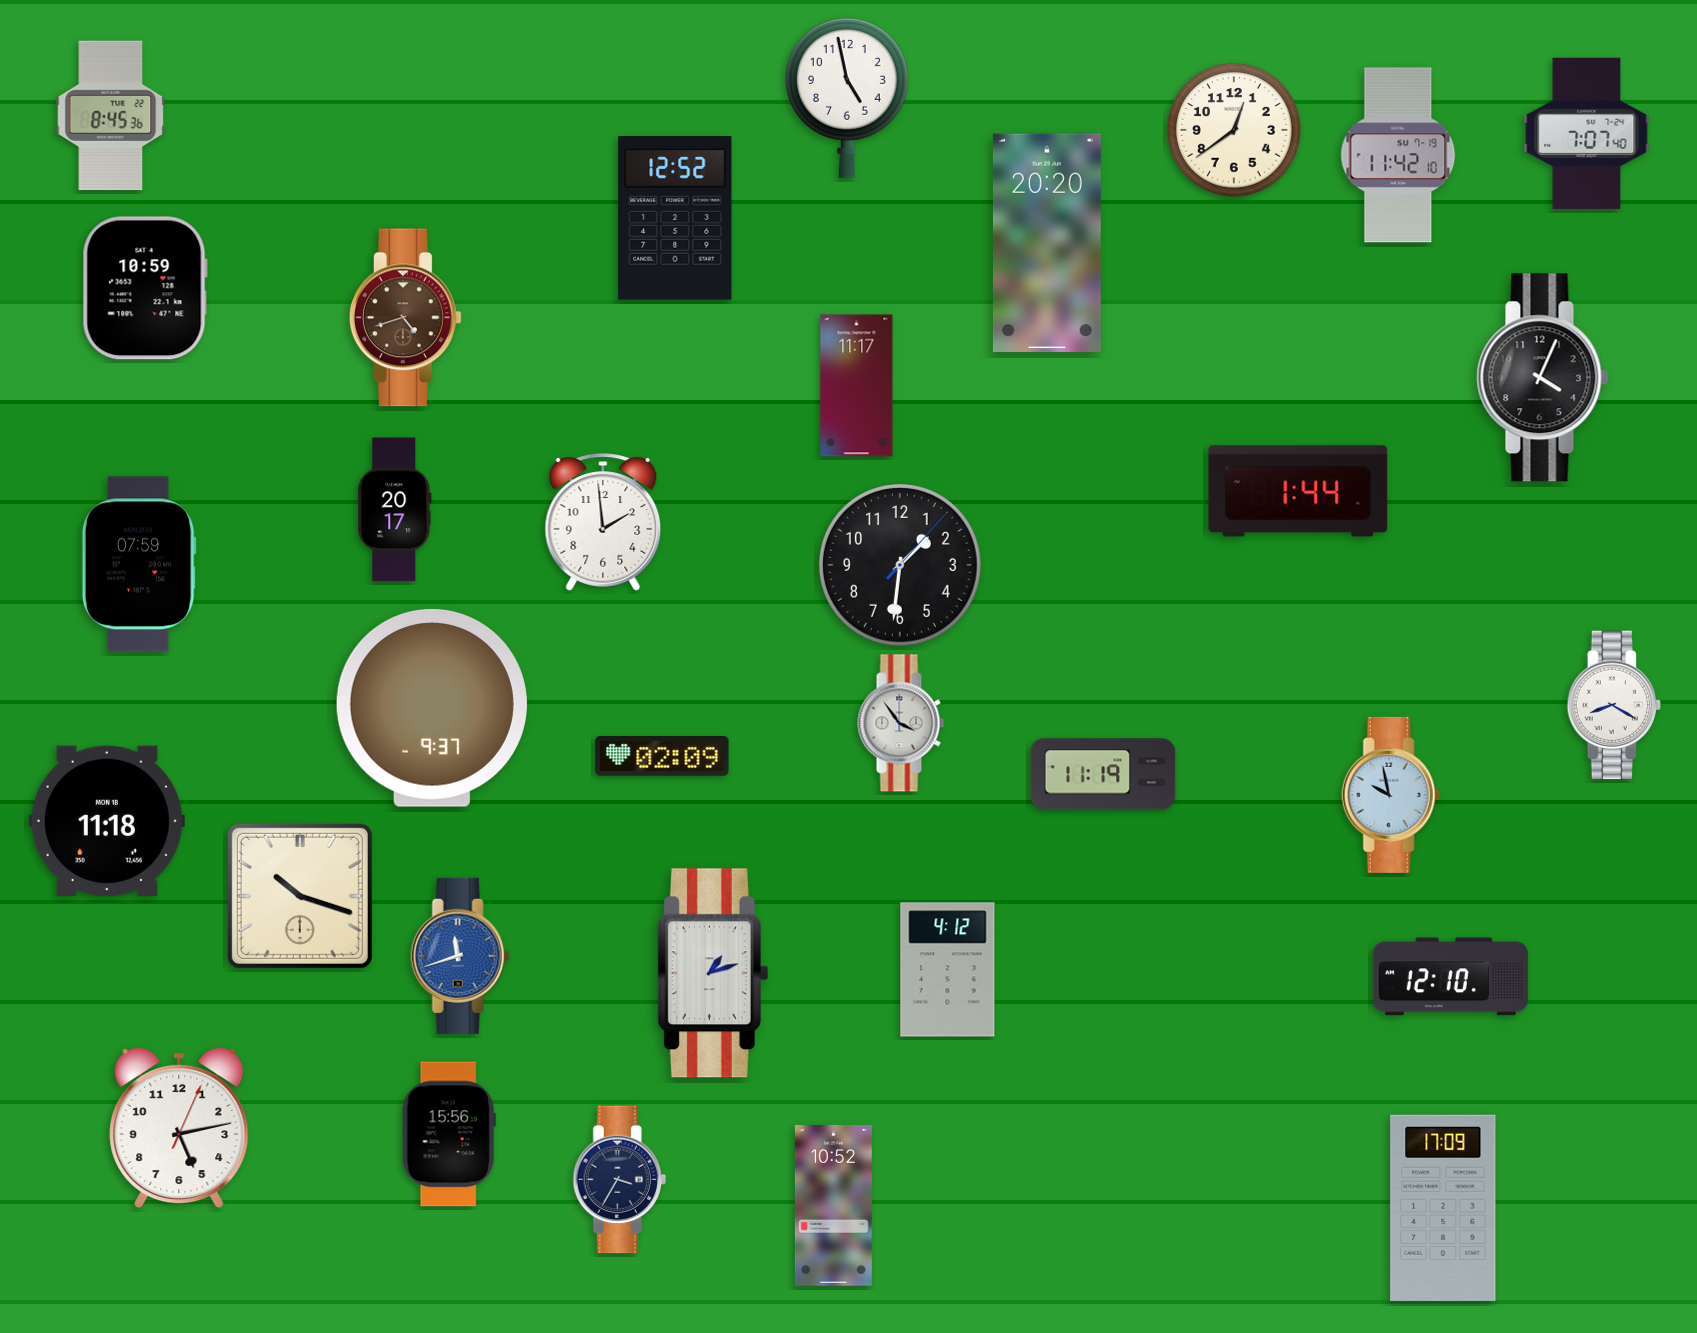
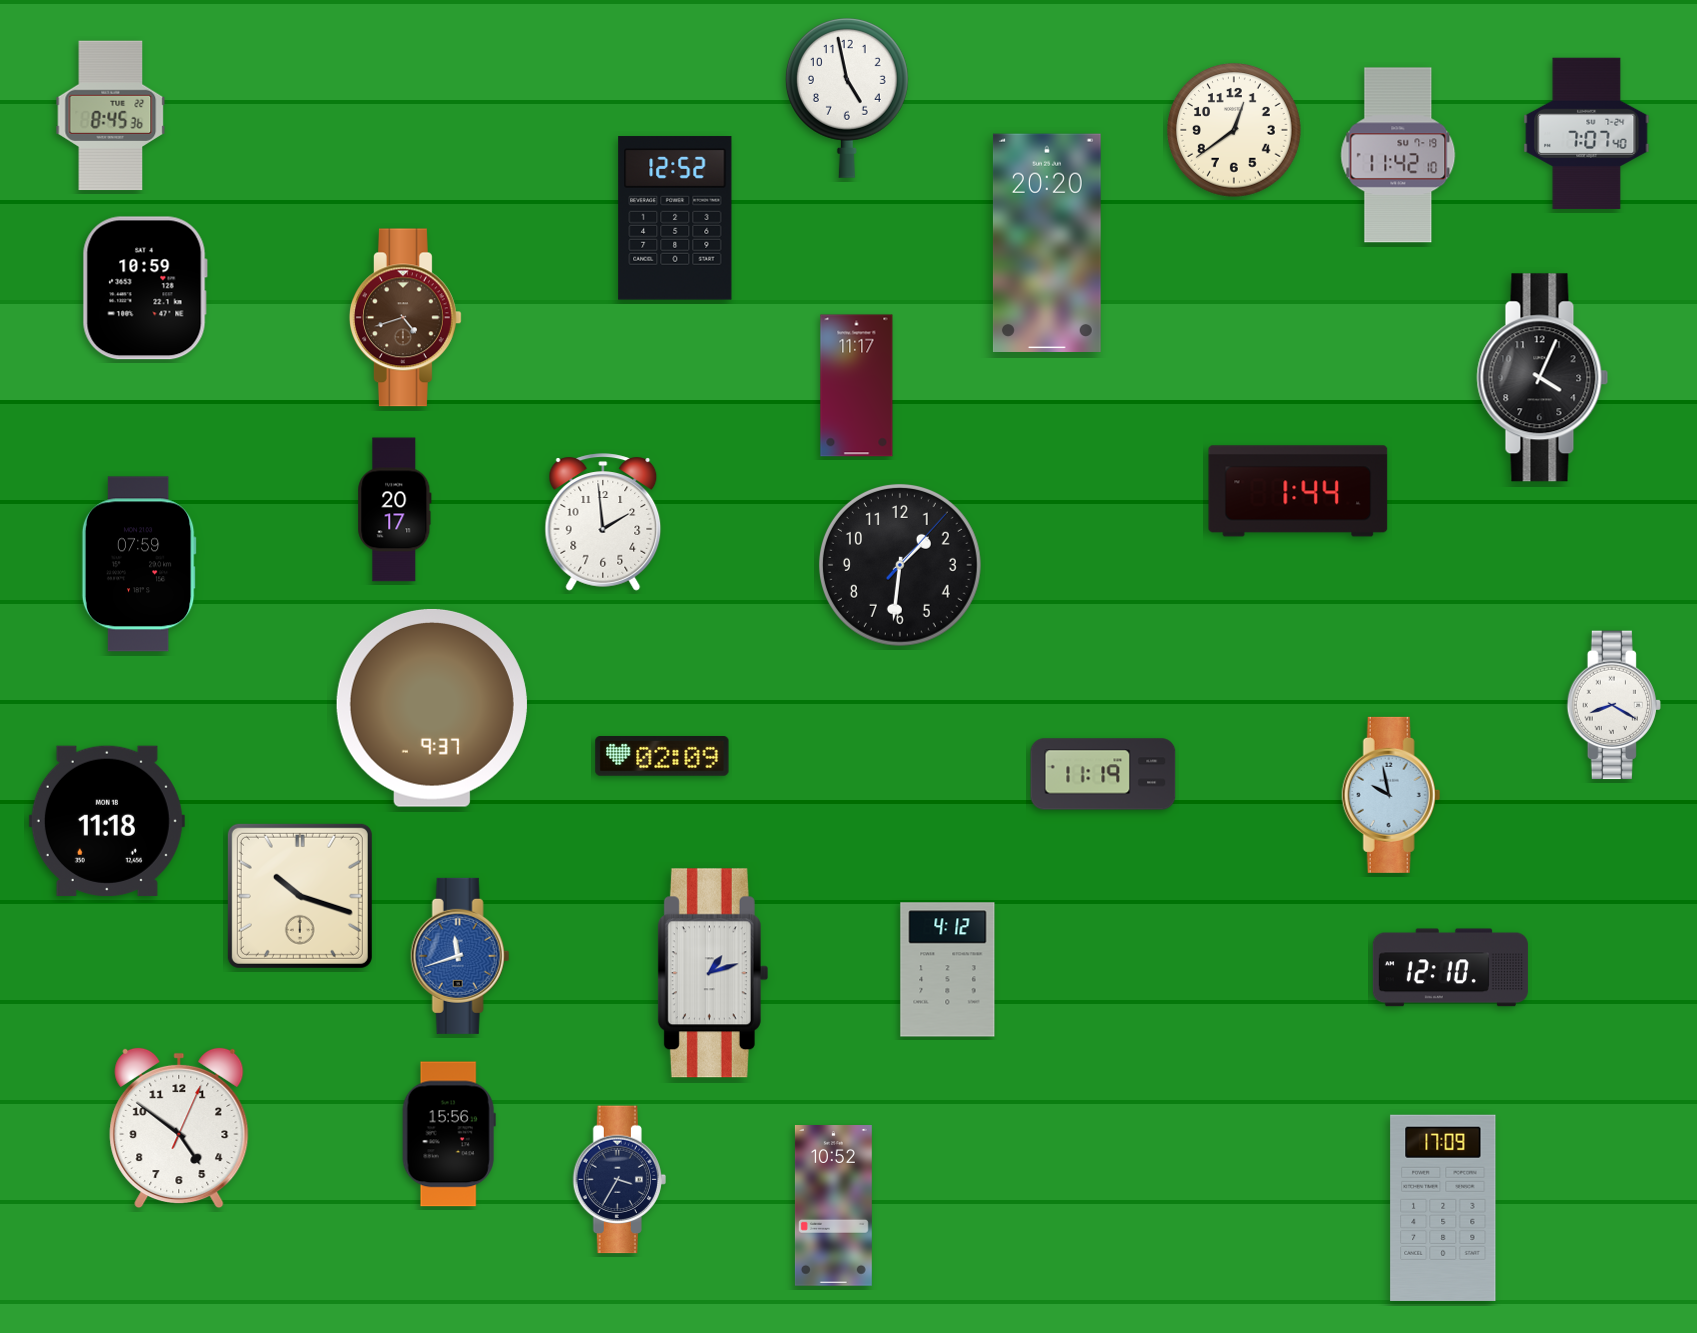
clock at (901, 723): 3:54 -> none
clock at (1450, 977) position: (1450, 977) -> (1450, 968)
clock at (179, 1128): 5:13 -> 4:51
